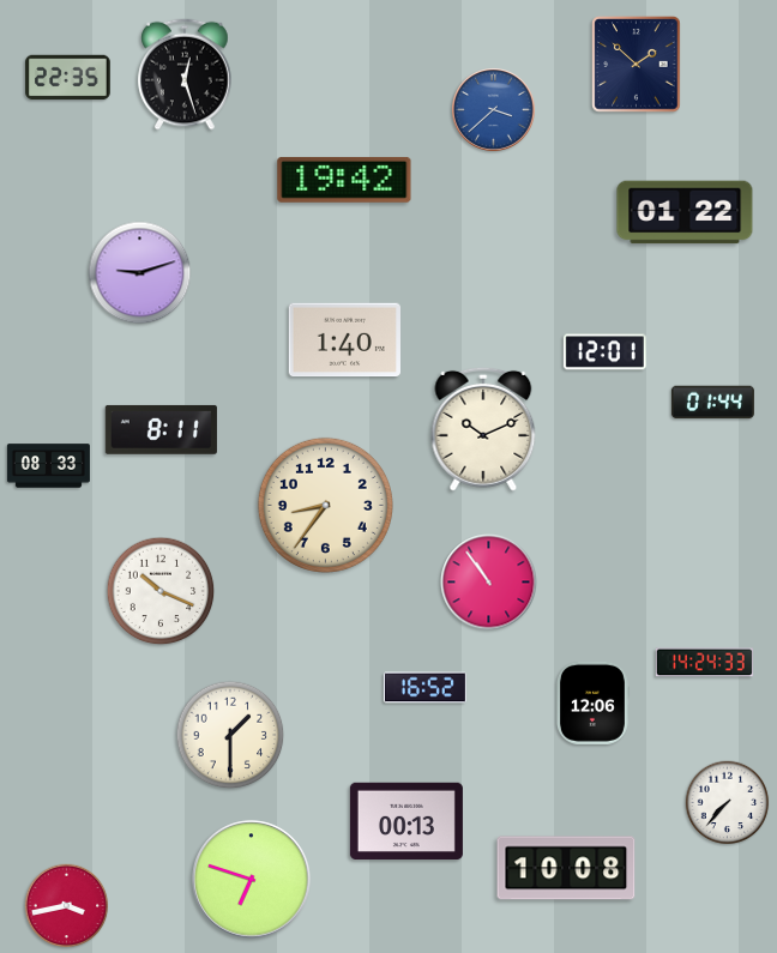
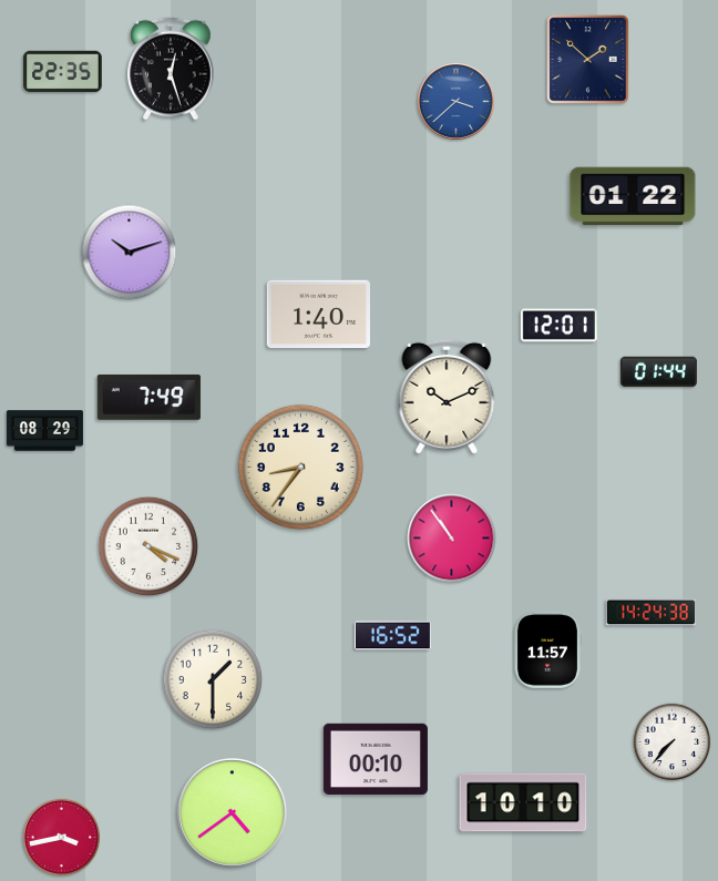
clock at (344, 180): 19:42 -> none
clock at (140, 273): 9:12 -> 10:12
clock at (161, 429): 8:11 -> 7:49
clock at (48, 466): 08:33 -> 08:29
clock at (161, 591): 10:19 -> 4:19
clock at (704, 663): 14:24:33 -> 14:24:38
clock at (594, 702): 12:06 -> 11:57
clock at (406, 820): 00:13 -> 00:10
clock at (566, 868): 10:08 -> 10:10
clock at (252, 880): 6:48 -> 4:39
